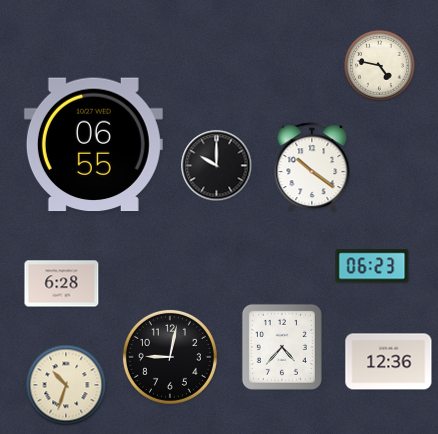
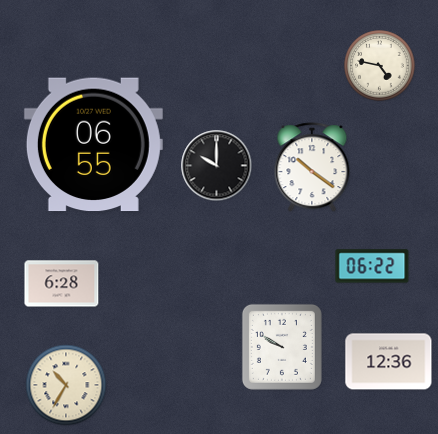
clock at (372, 266): 06:23 -> 06:22
clock at (282, 347): 4:37 -> 9:50
clock at (170, 357): 9:02 -> none
clock at (66, 385): 10:33 -> 10:35
